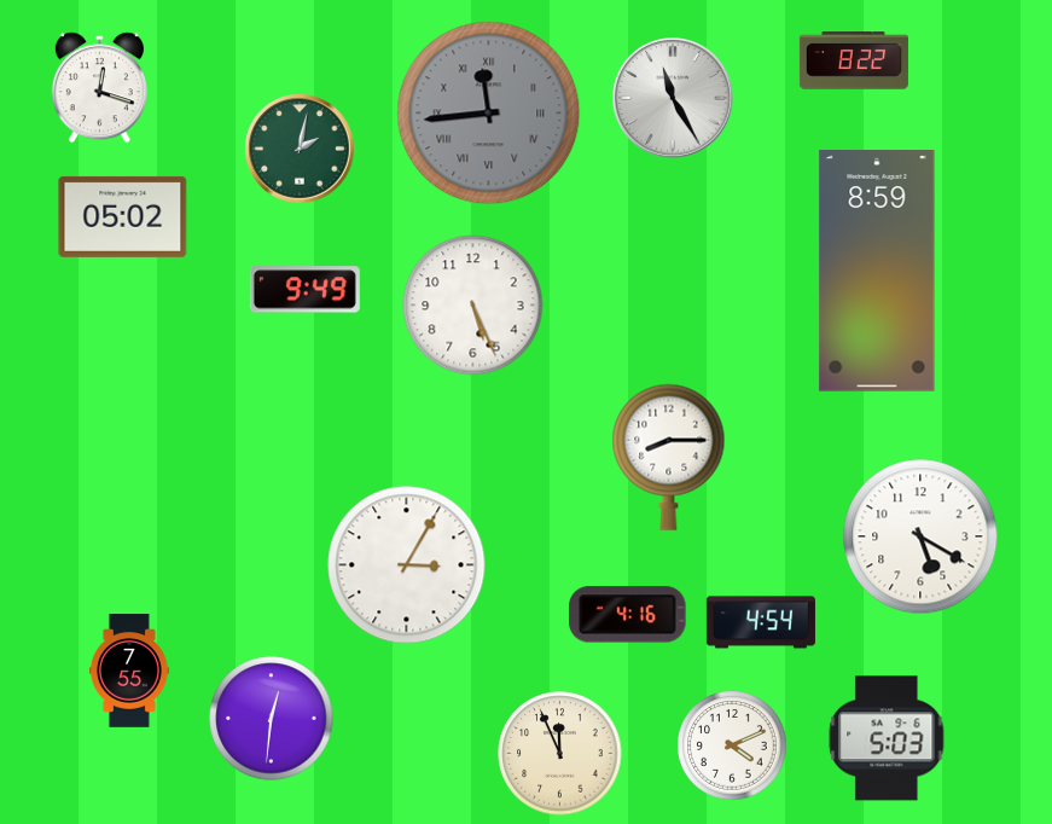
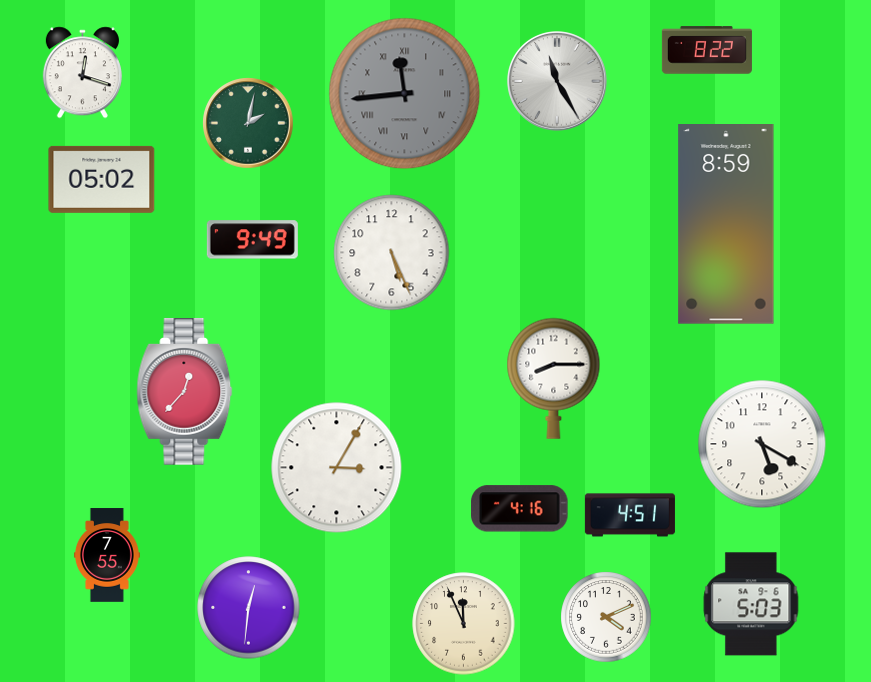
clock at (185, 392): none -> 12:37
clock at (761, 622): 4:54 -> 4:51
clock at (272, 719) position: (272, 719) -> (249, 608)
clock at (887, 738) position: (887, 738) -> (751, 604)
